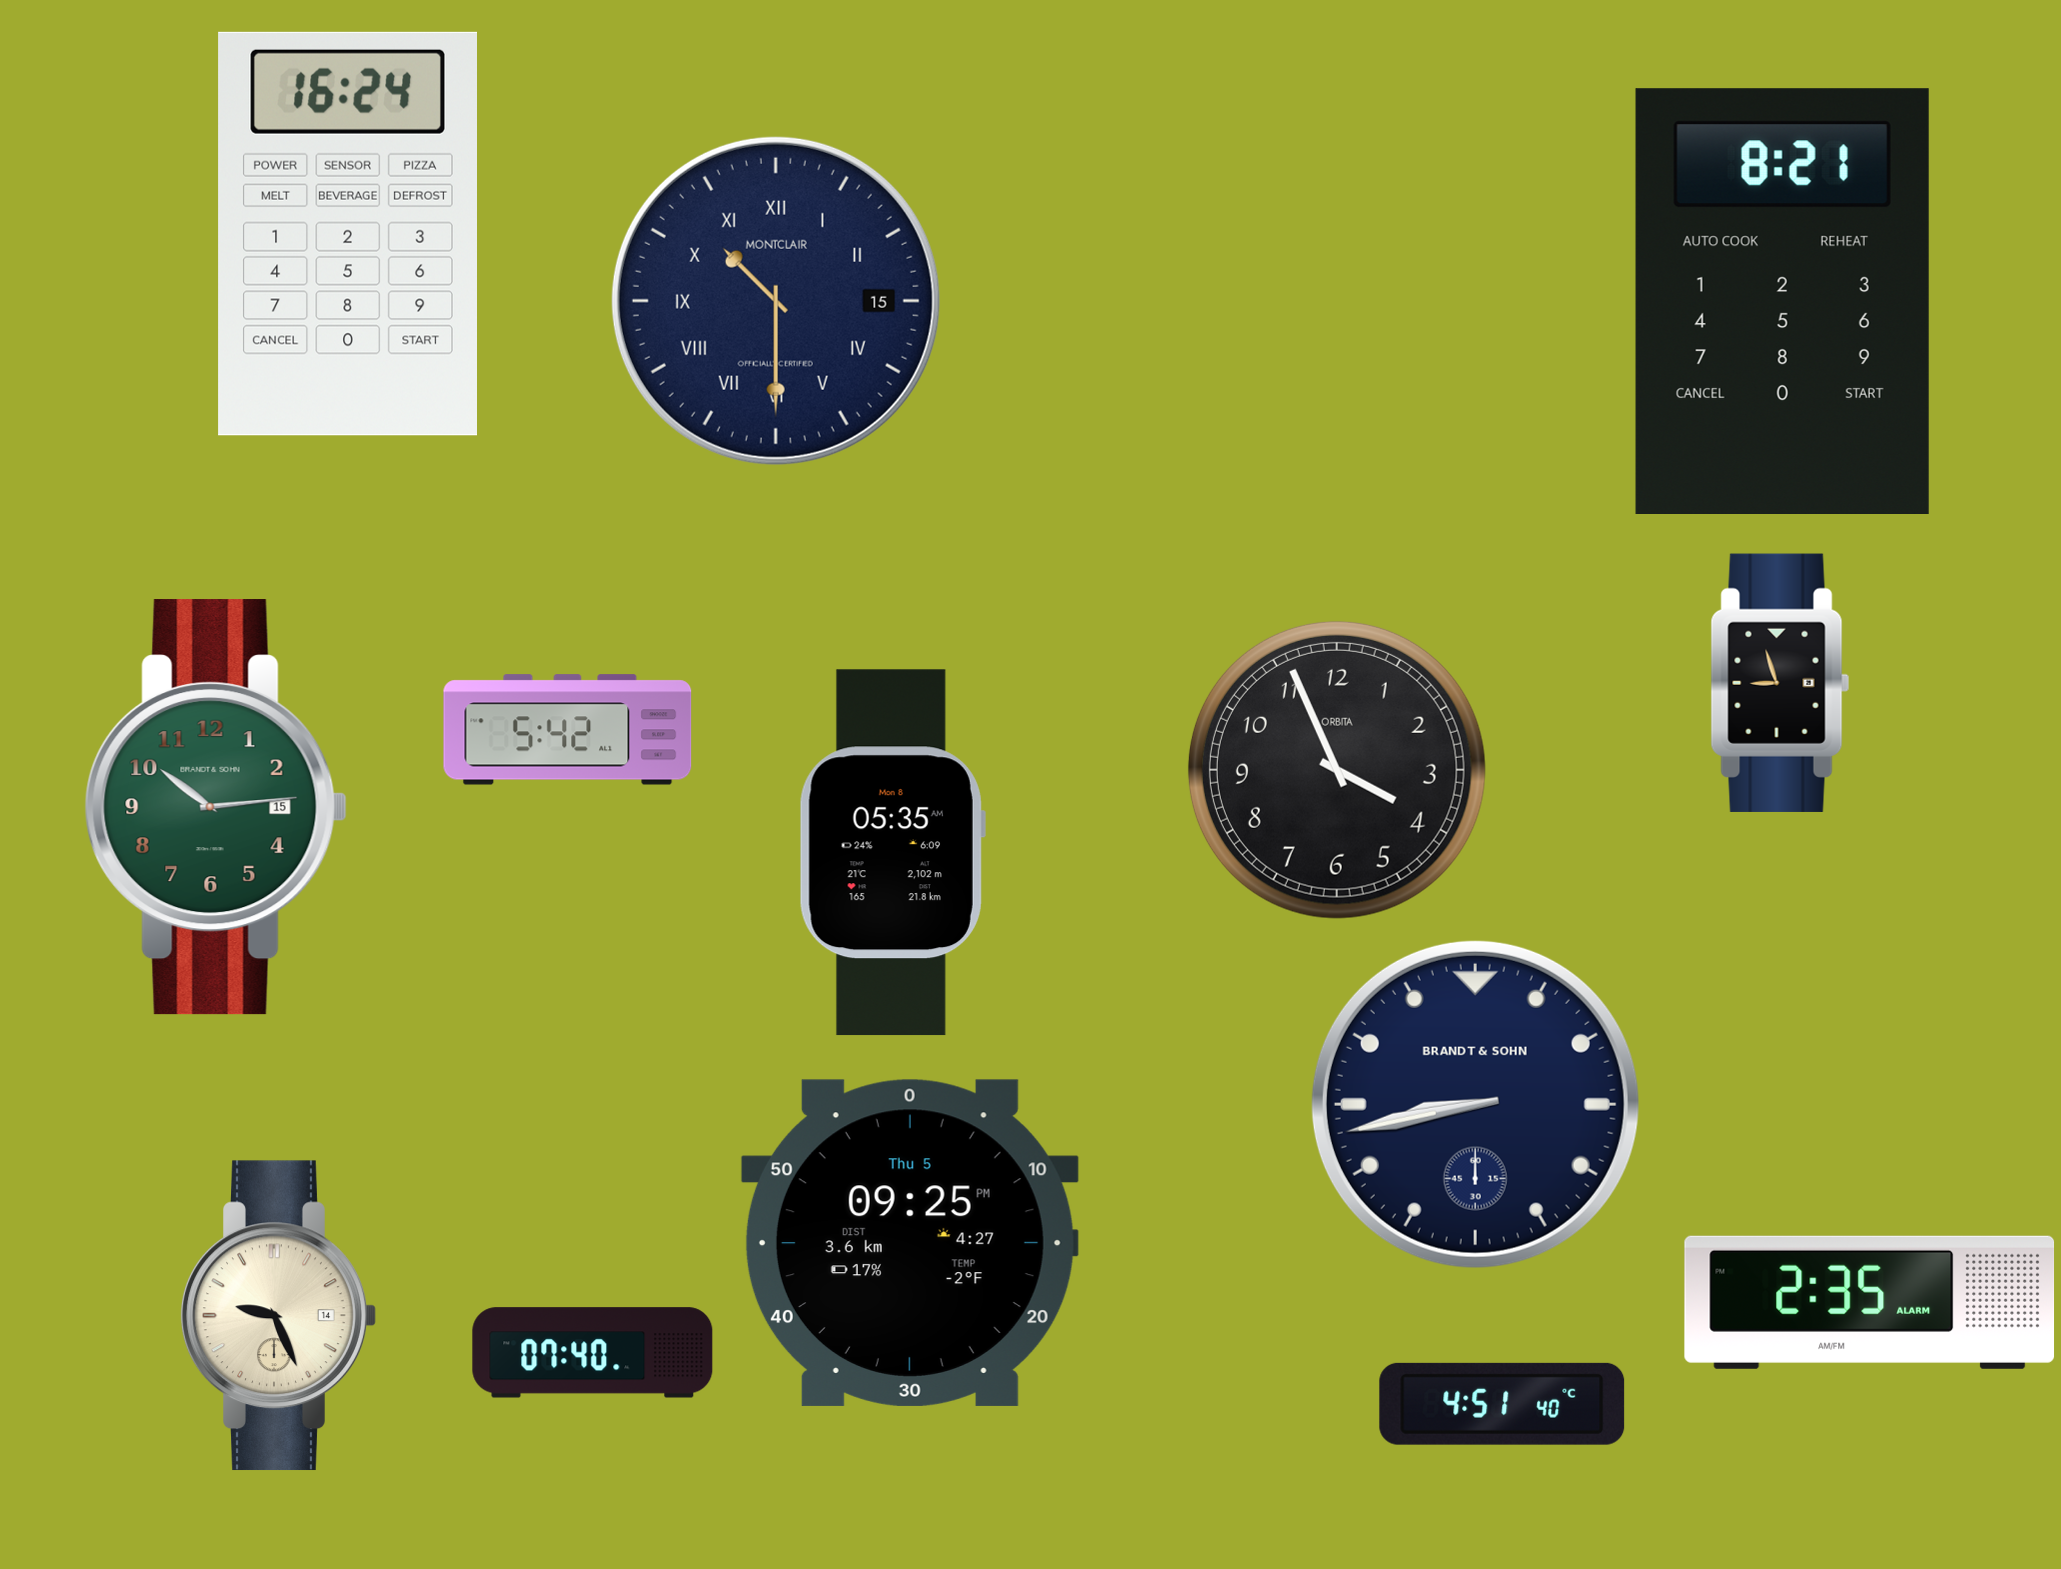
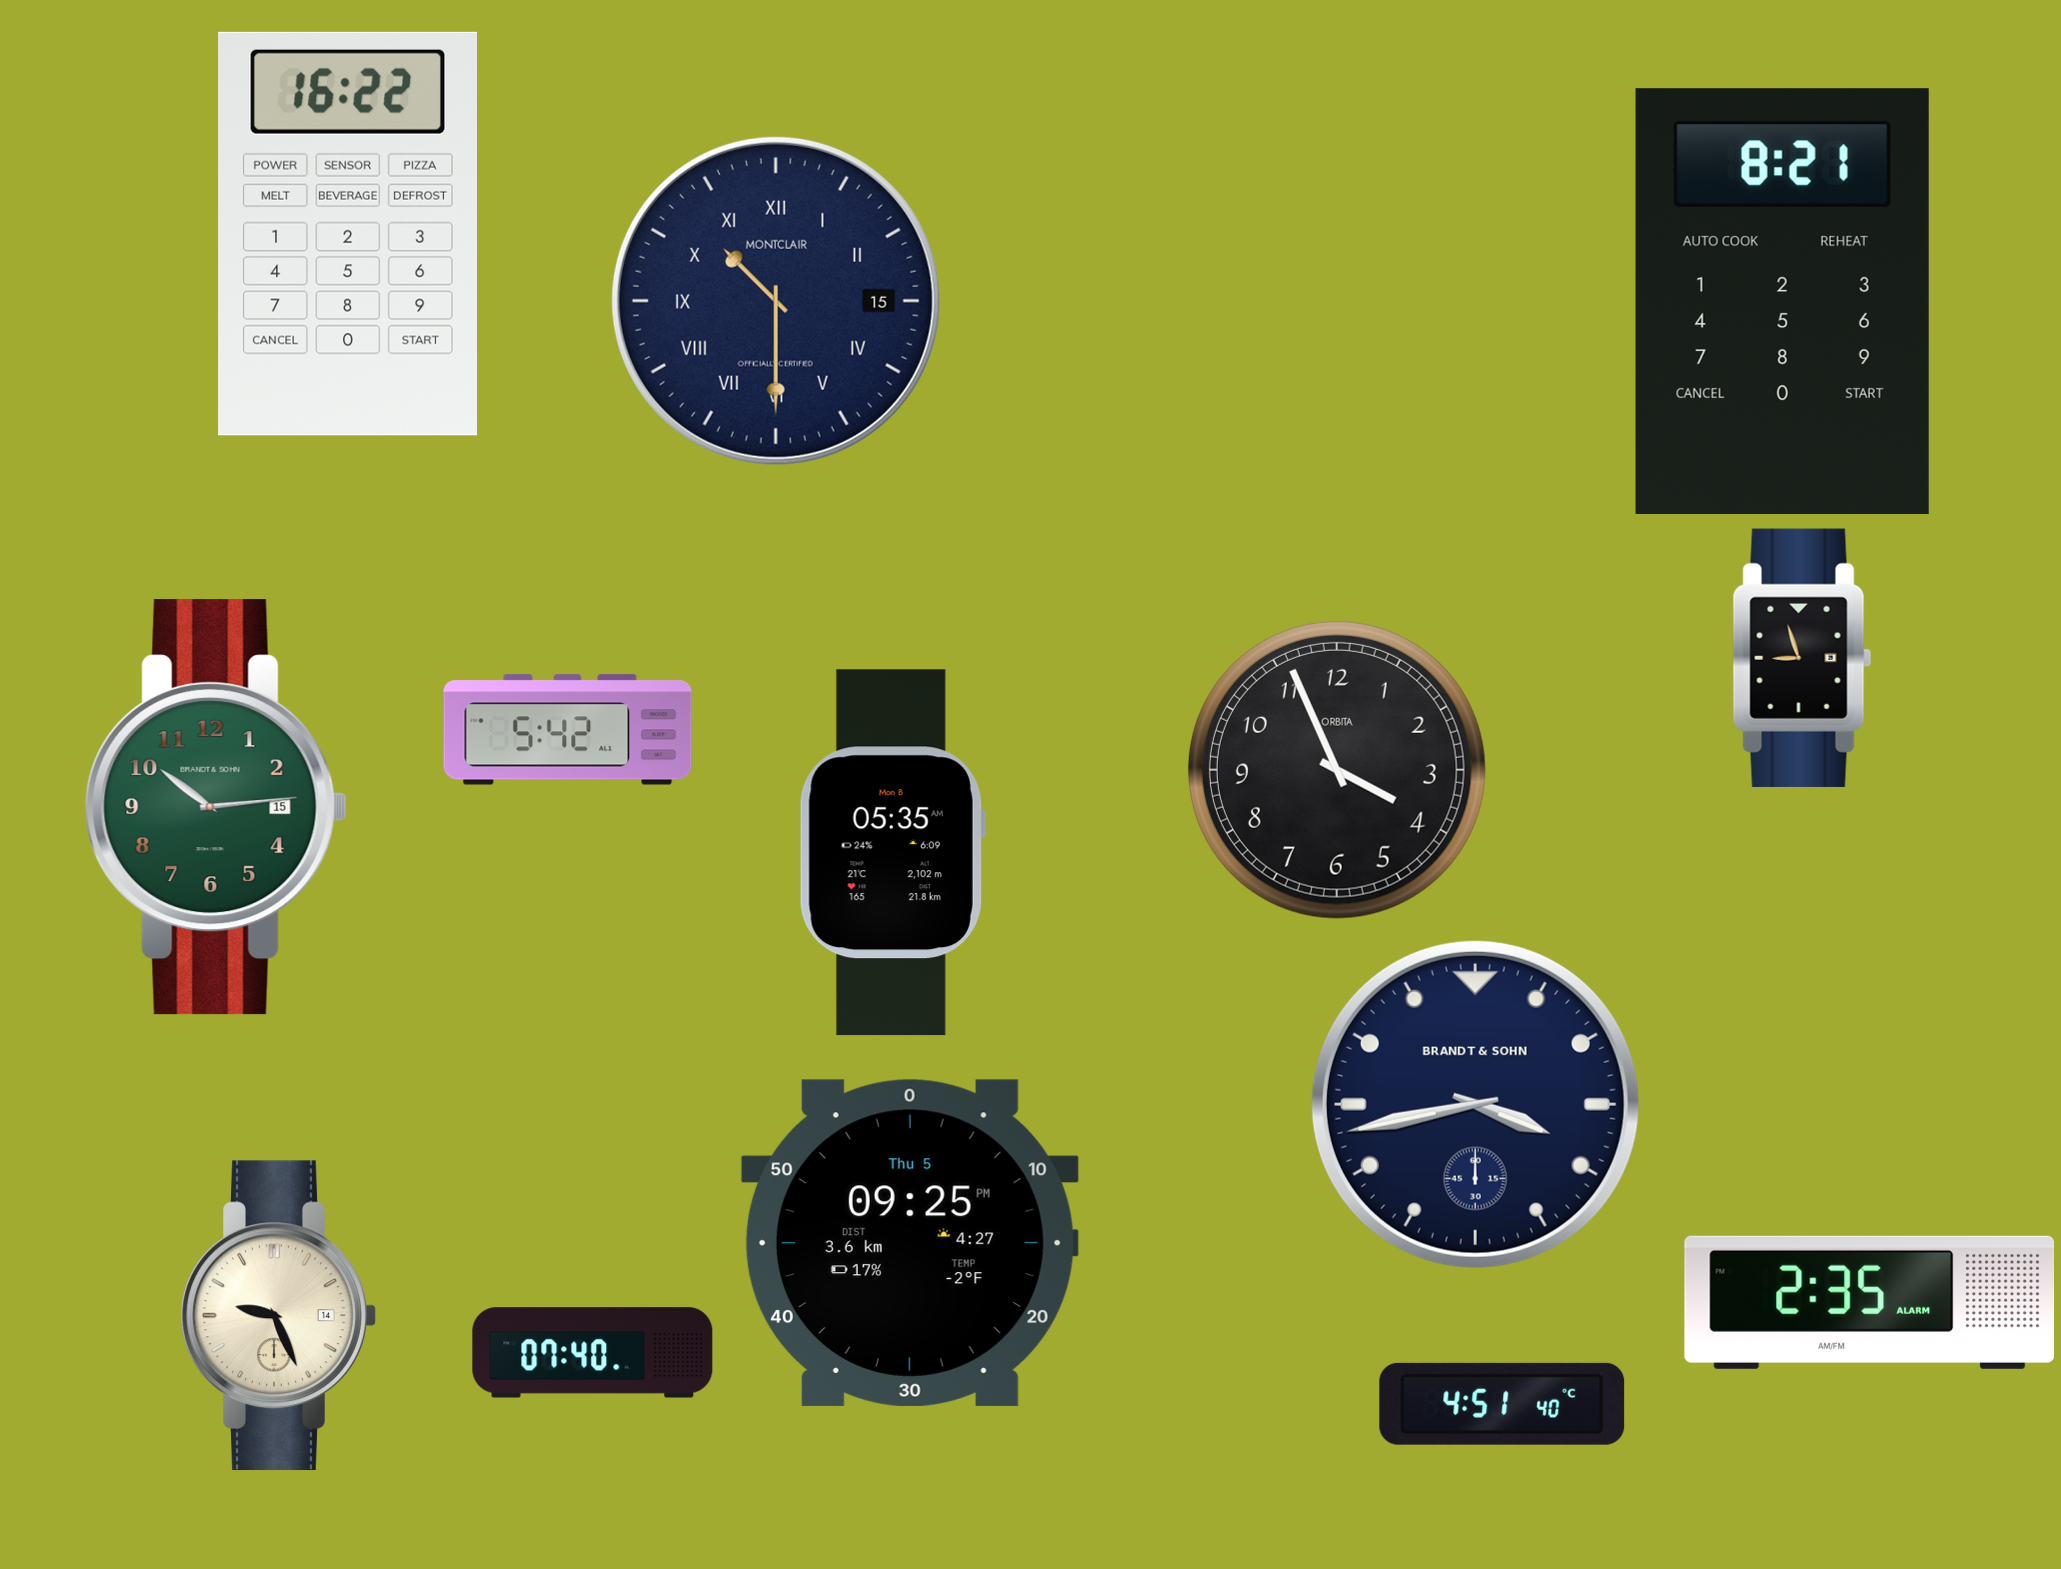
clock at (347, 234): 16:24 -> 16:22
clock at (1780, 683) position: (1780, 683) -> (1802, 658)
clock at (1475, 1104): 8:43 -> 3:43
